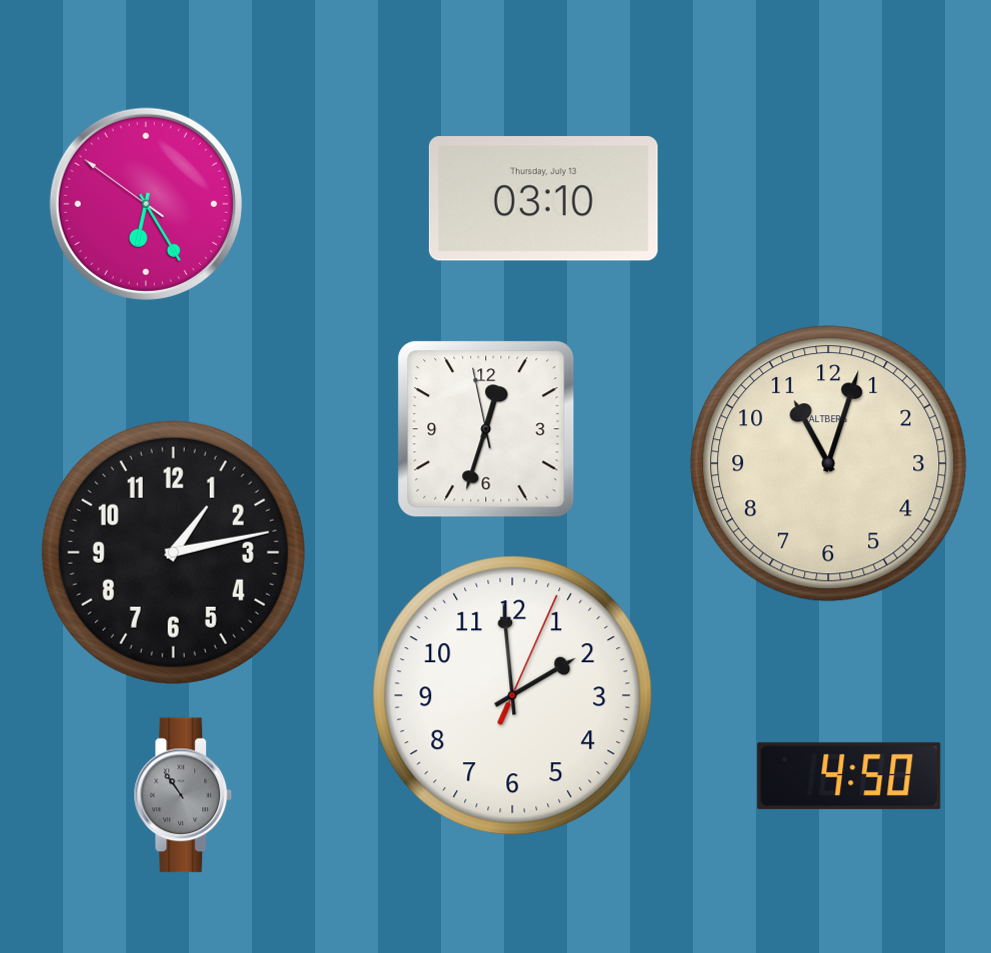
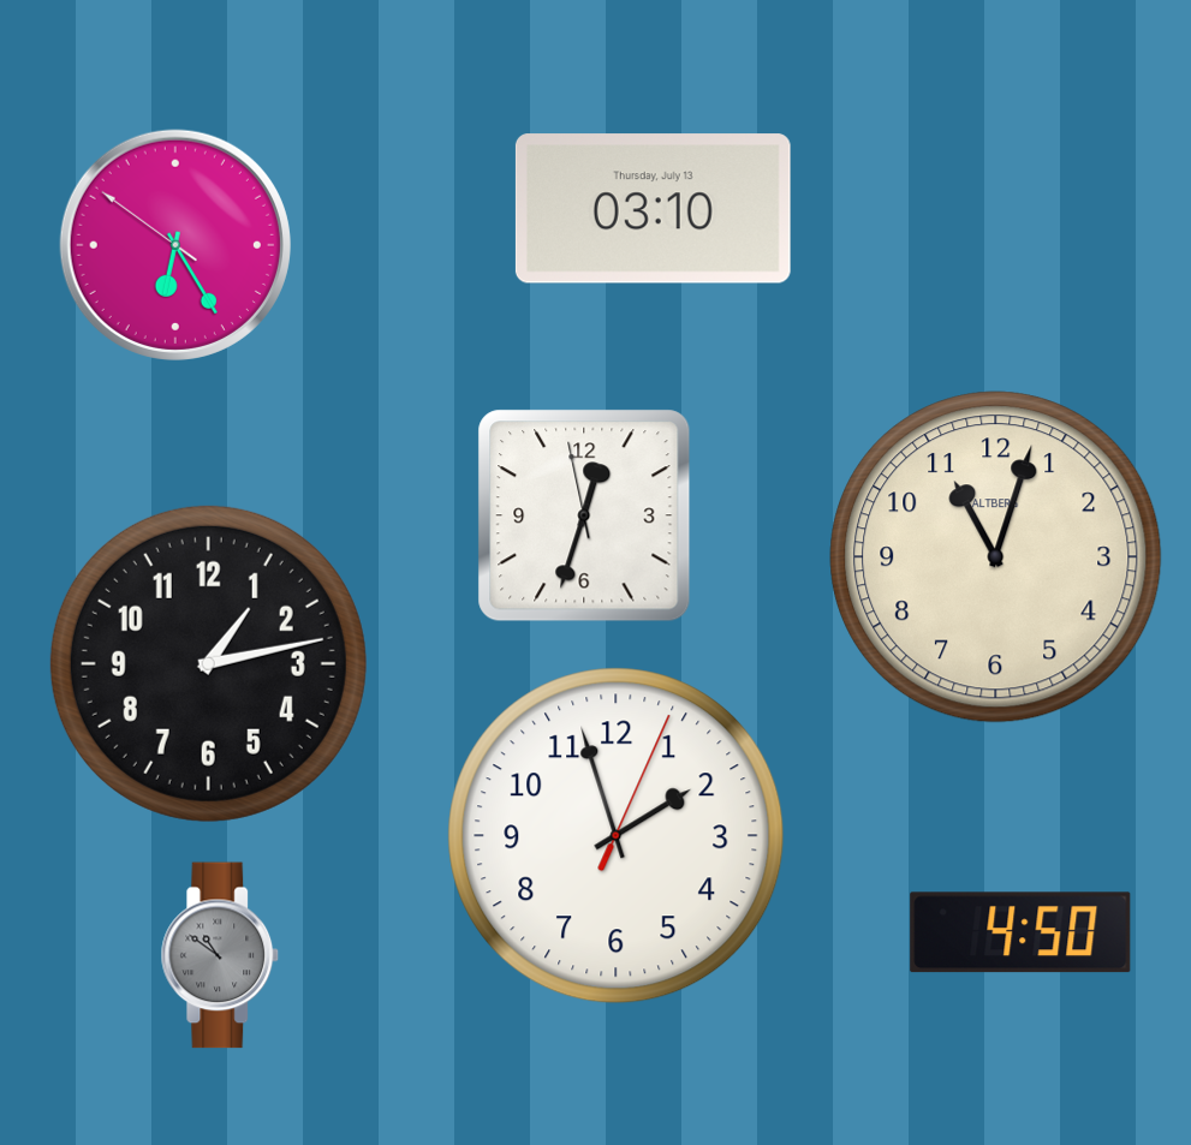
clock at (543, 199) position: (543, 199) -> (653, 209)
clock at (513, 696): 1:59 -> 1:57
clock at (183, 795): 10:54 -> 10:51
